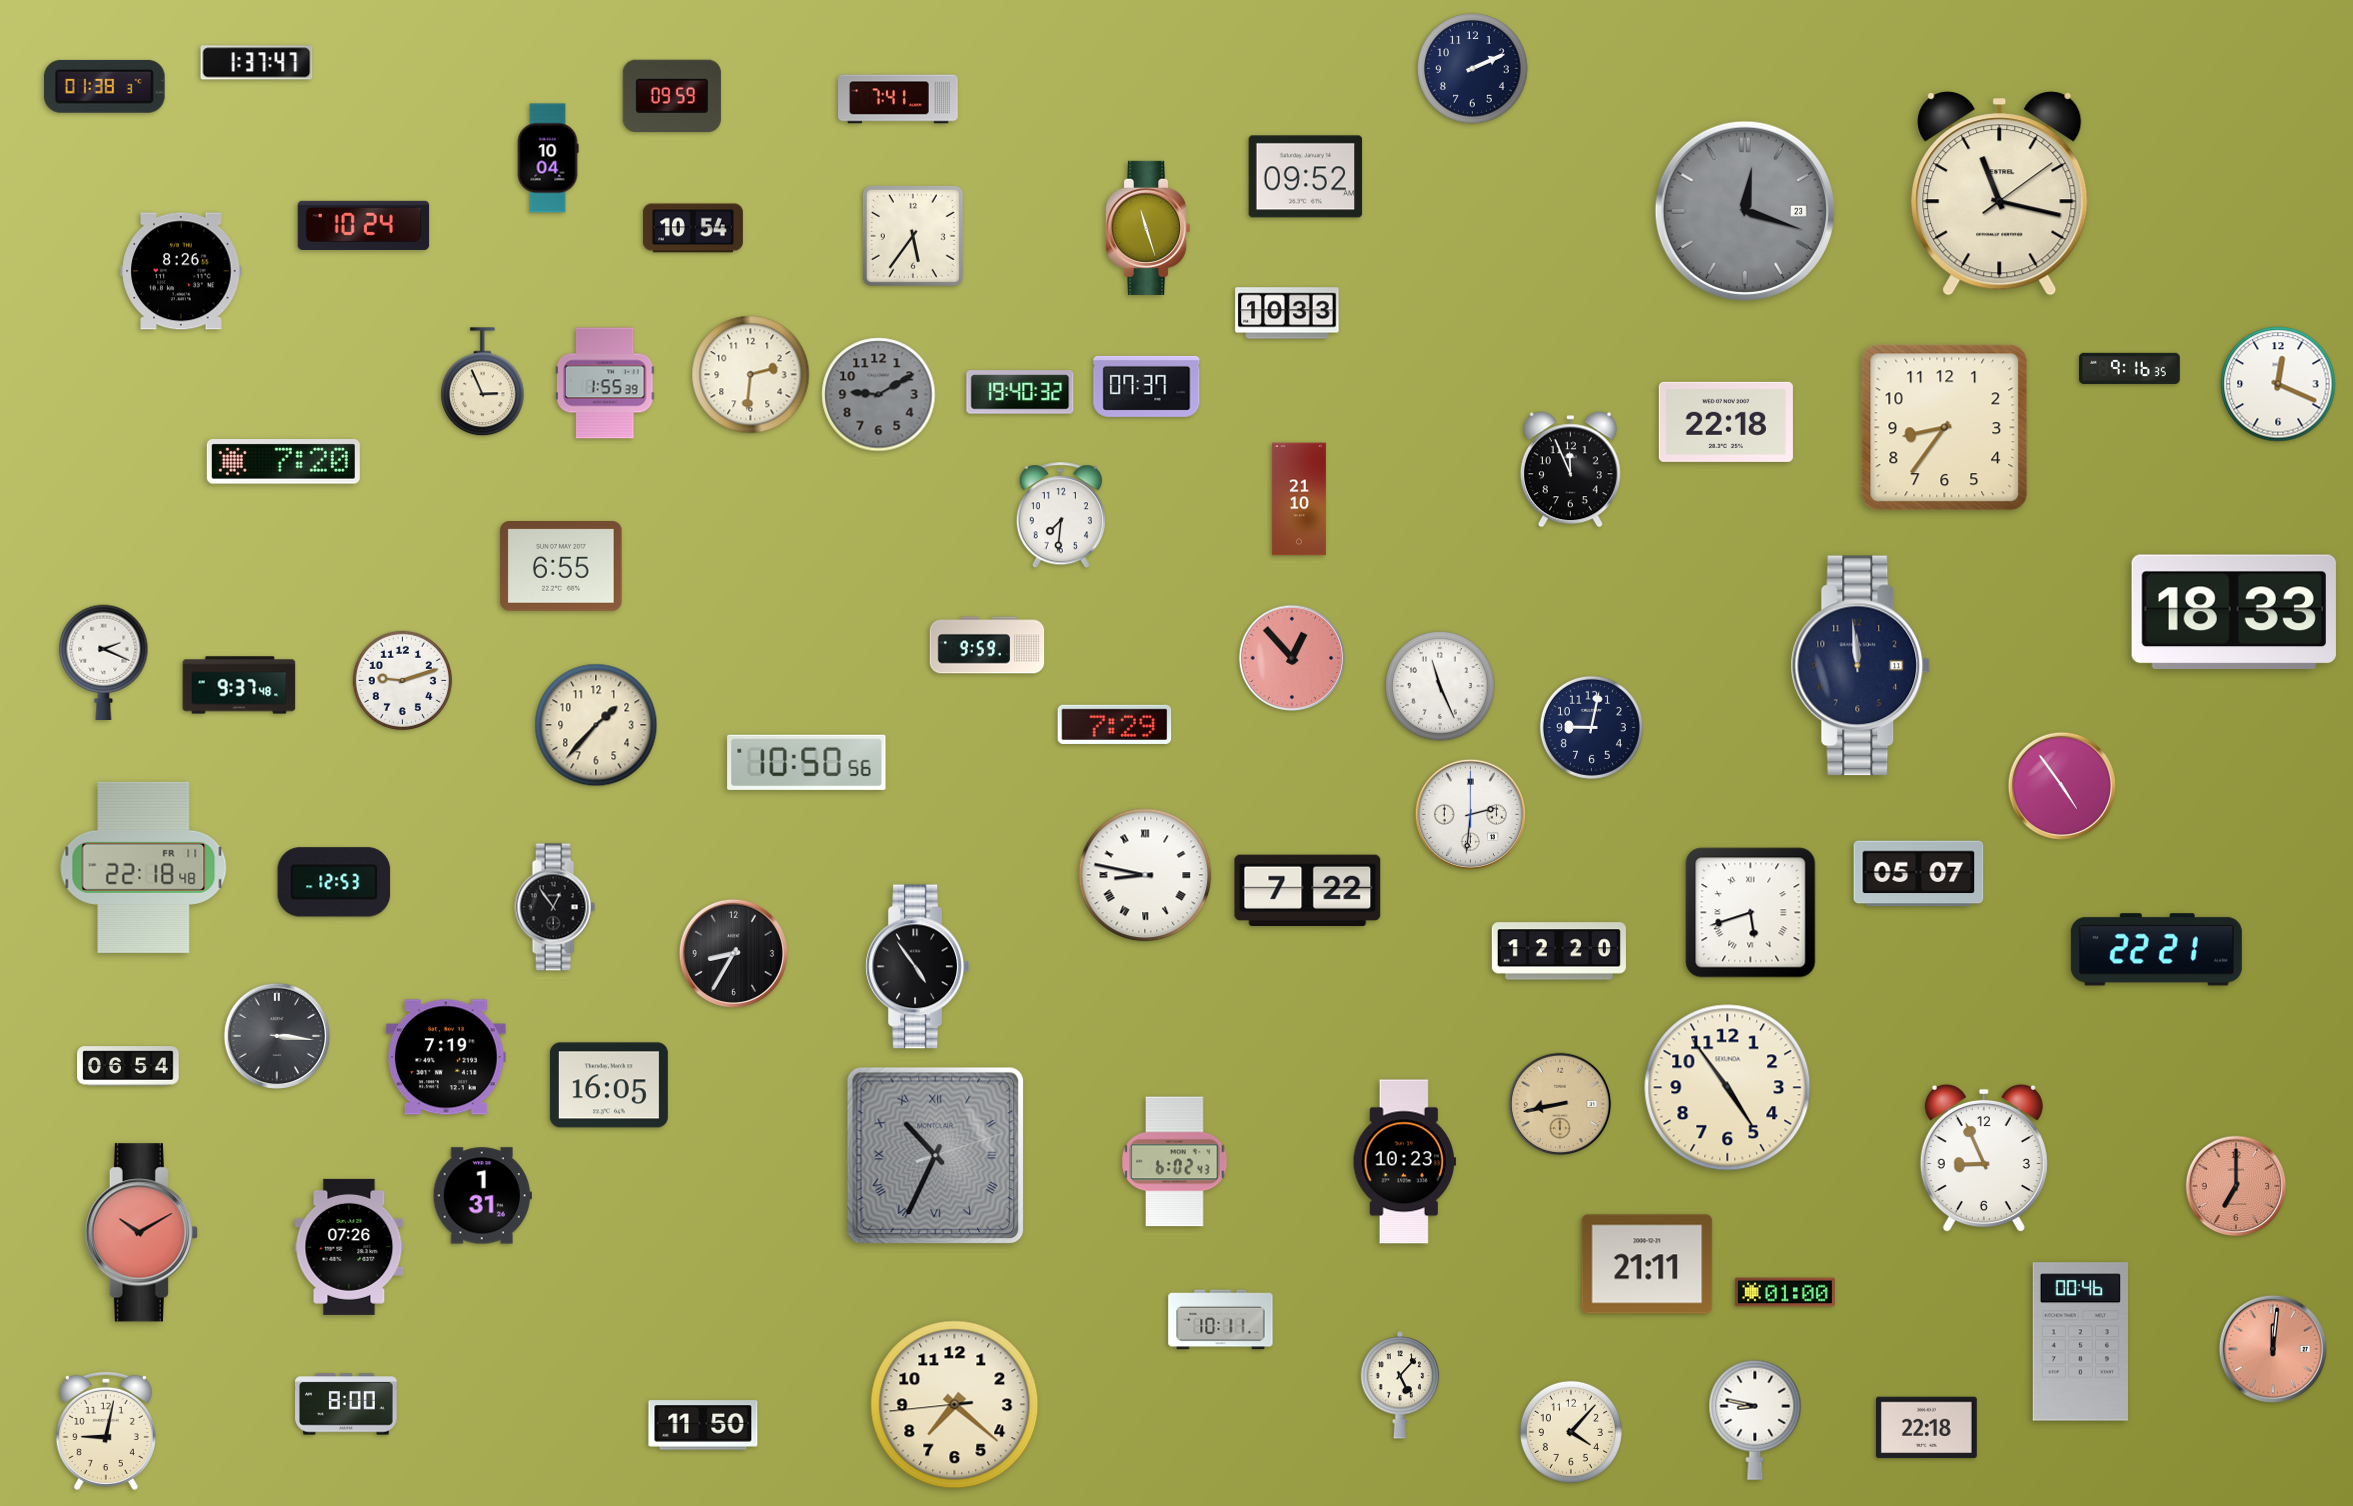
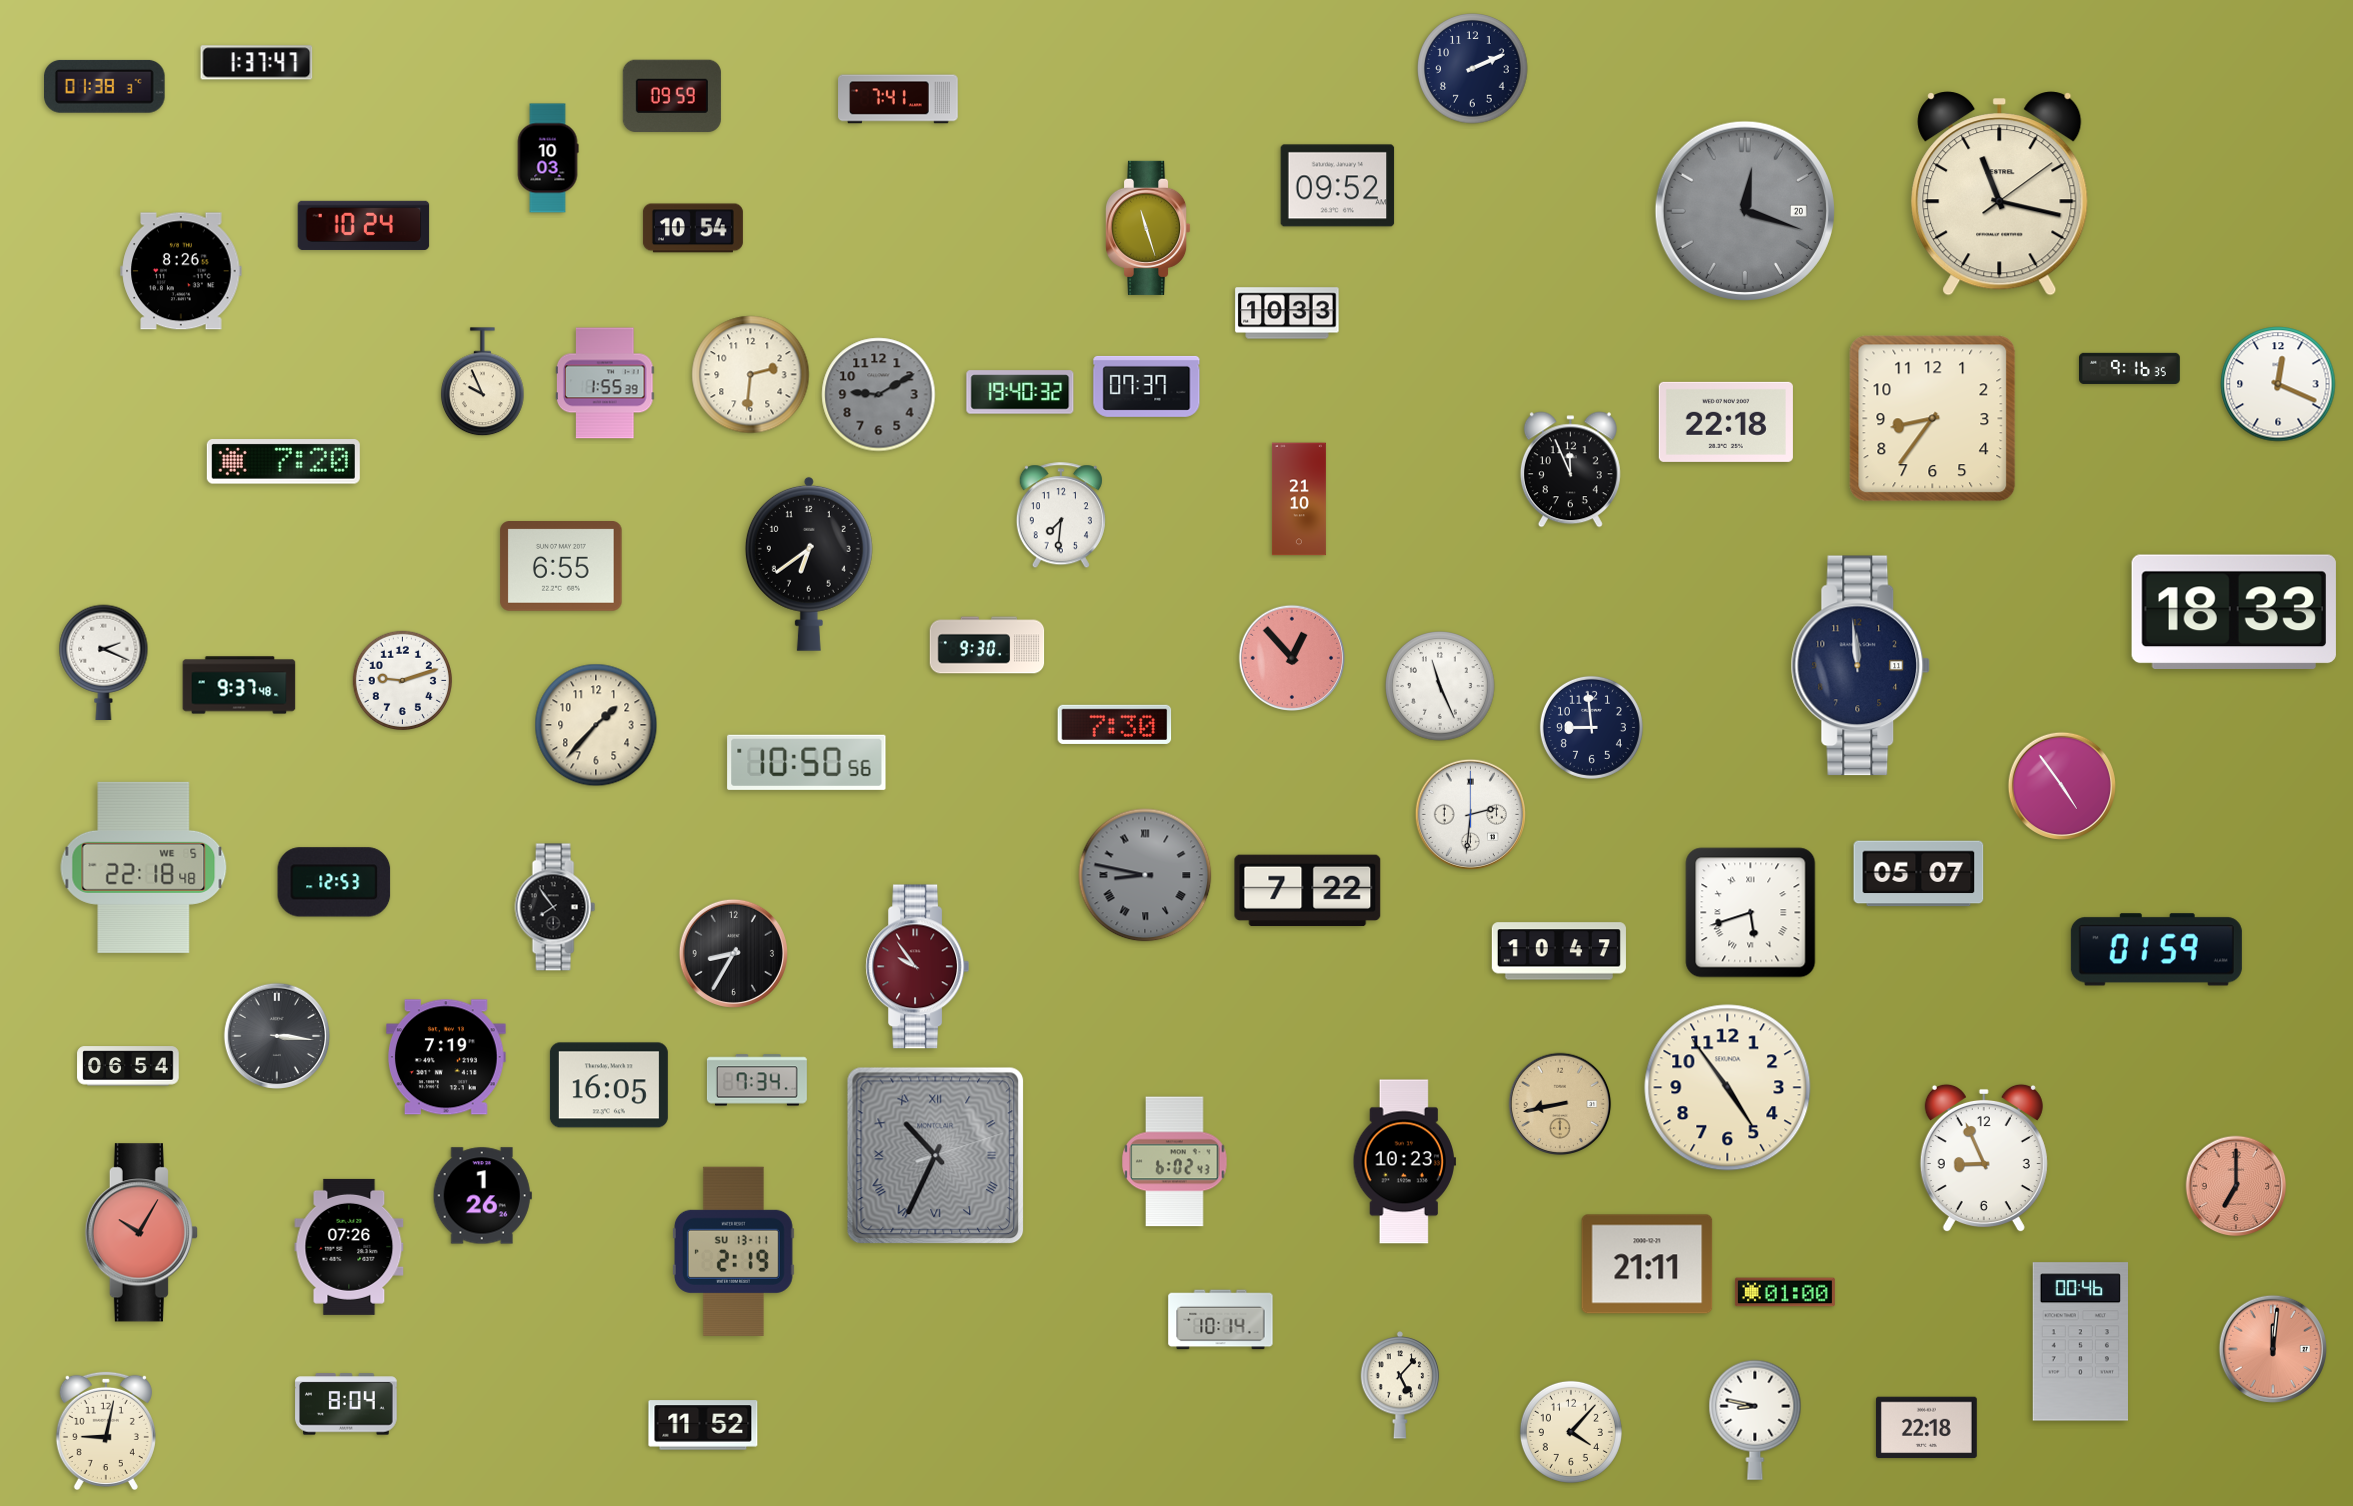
clock at (548, 158): 10:04 -> 10:03
clock at (1306, 177) position: (1306, 177) -> (1338, 186)
clock at (1745, 211) date: 23 -> 20
clock at (913, 236): 5:36 -> none
clock at (483, 382): 2:56 -> 9:56
clock at (1945, 428) position: (1945, 428) -> (1933, 419)
clock at (809, 564): none -> 6:39
clock at (987, 645): 9:59 -> 9:30
clock at (1115, 724): 7:29 -> 7:30
clock at (1591, 727): 9:02 -> 8:59
clock at (144, 867) date: FR 11 -> WE 5
clock at (1145, 875) dial: white -> grey
clock at (555, 907): 12:54 -> 7:54
clock at (2156, 950): 22:21 -> 01:59
clock at (1559, 951): 12:20 -> 10:47
clock at (918, 967): 4:54 -> 9:54
clock at (918, 967) dial: black -> burgundy
clock at (757, 1080): none -> 7:34
clock at (482, 1196): 1:31 -> 1:26
clock at (141, 1233): 10:10 -> 10:05
clock at (733, 1251): none -> 2:19
clock at (1221, 1320): 10:11 -> 10:14
clock at (346, 1404): 8:00 -> 8:04
clock at (955, 1405): 7:21 -> none
clock at (703, 1425): 11:50 -> 11:52
